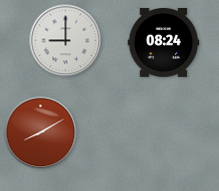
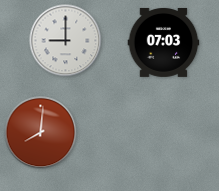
clock at (164, 42): 08:24 -> 07:03
clock at (41, 133): 8:10 -> 8:01
